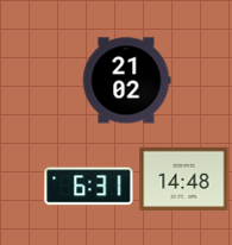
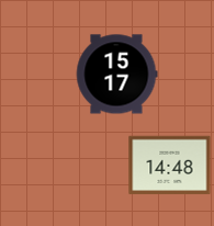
clock at (126, 81): 21:02 -> 15:17
clock at (89, 187): 6:31 -> none
